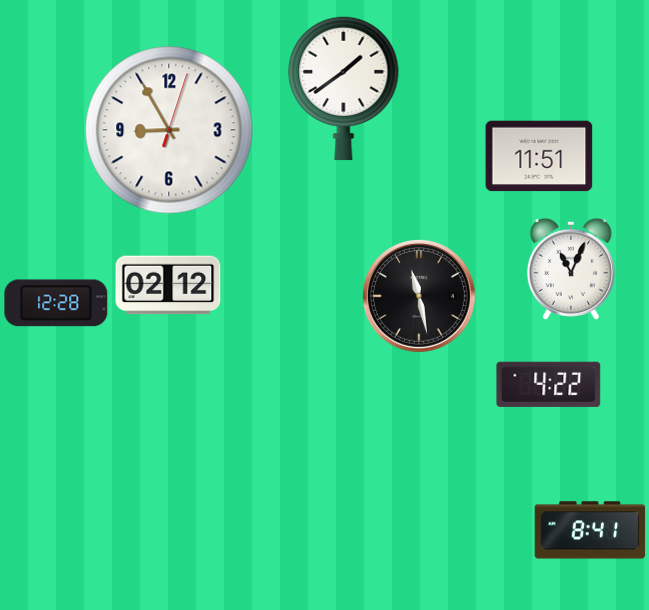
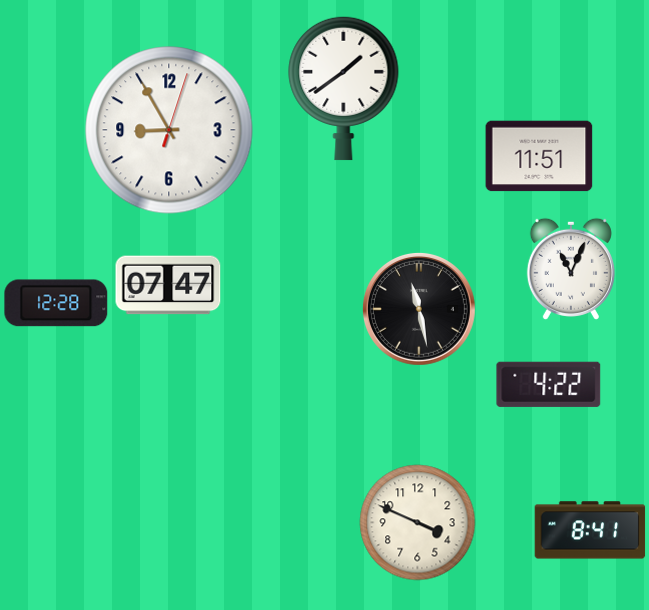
clock at (168, 285): 02:12 -> 07:47
clock at (419, 296) position: (419, 296) -> (419, 309)
clock at (418, 523): none -> 3:49
